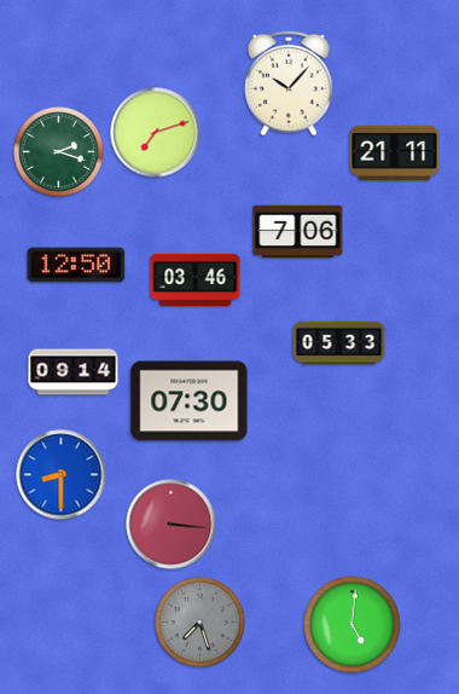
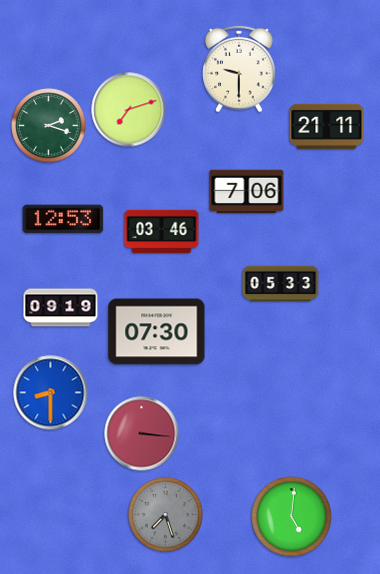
clock at (289, 83): 10:07 -> 9:30
clock at (76, 265): 12:50 -> 12:53
clock at (74, 372): 09:14 -> 09:19
